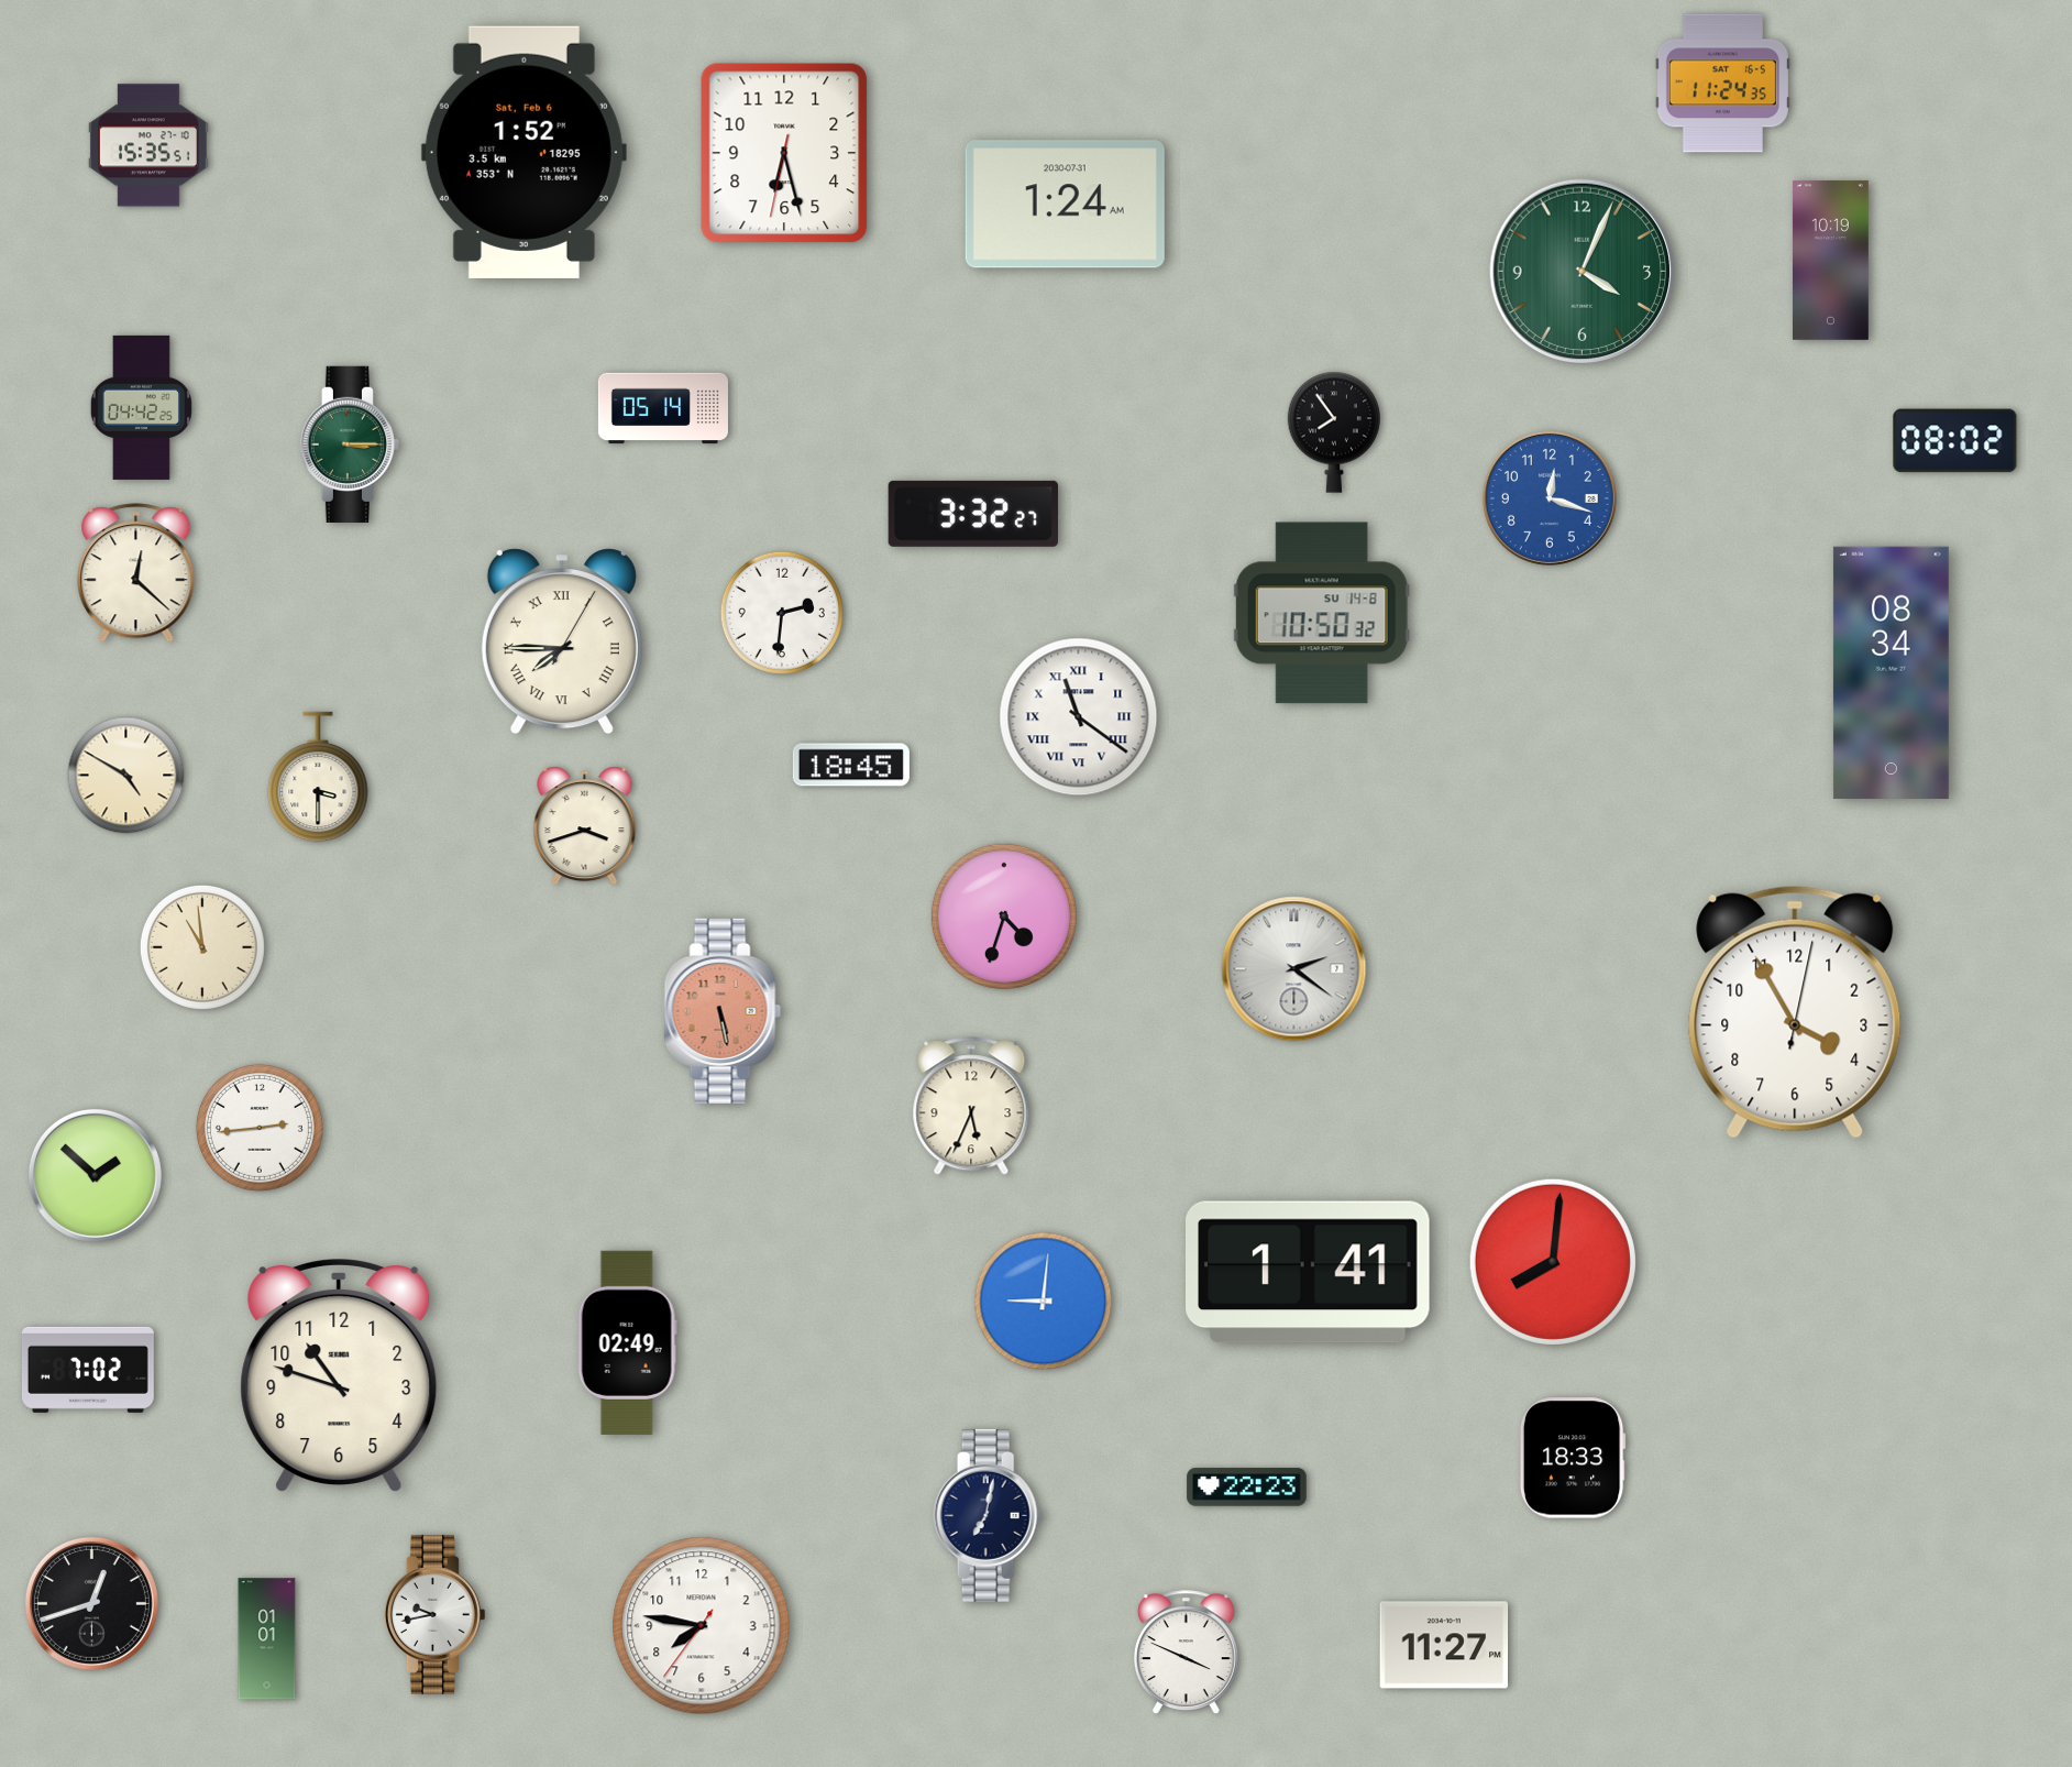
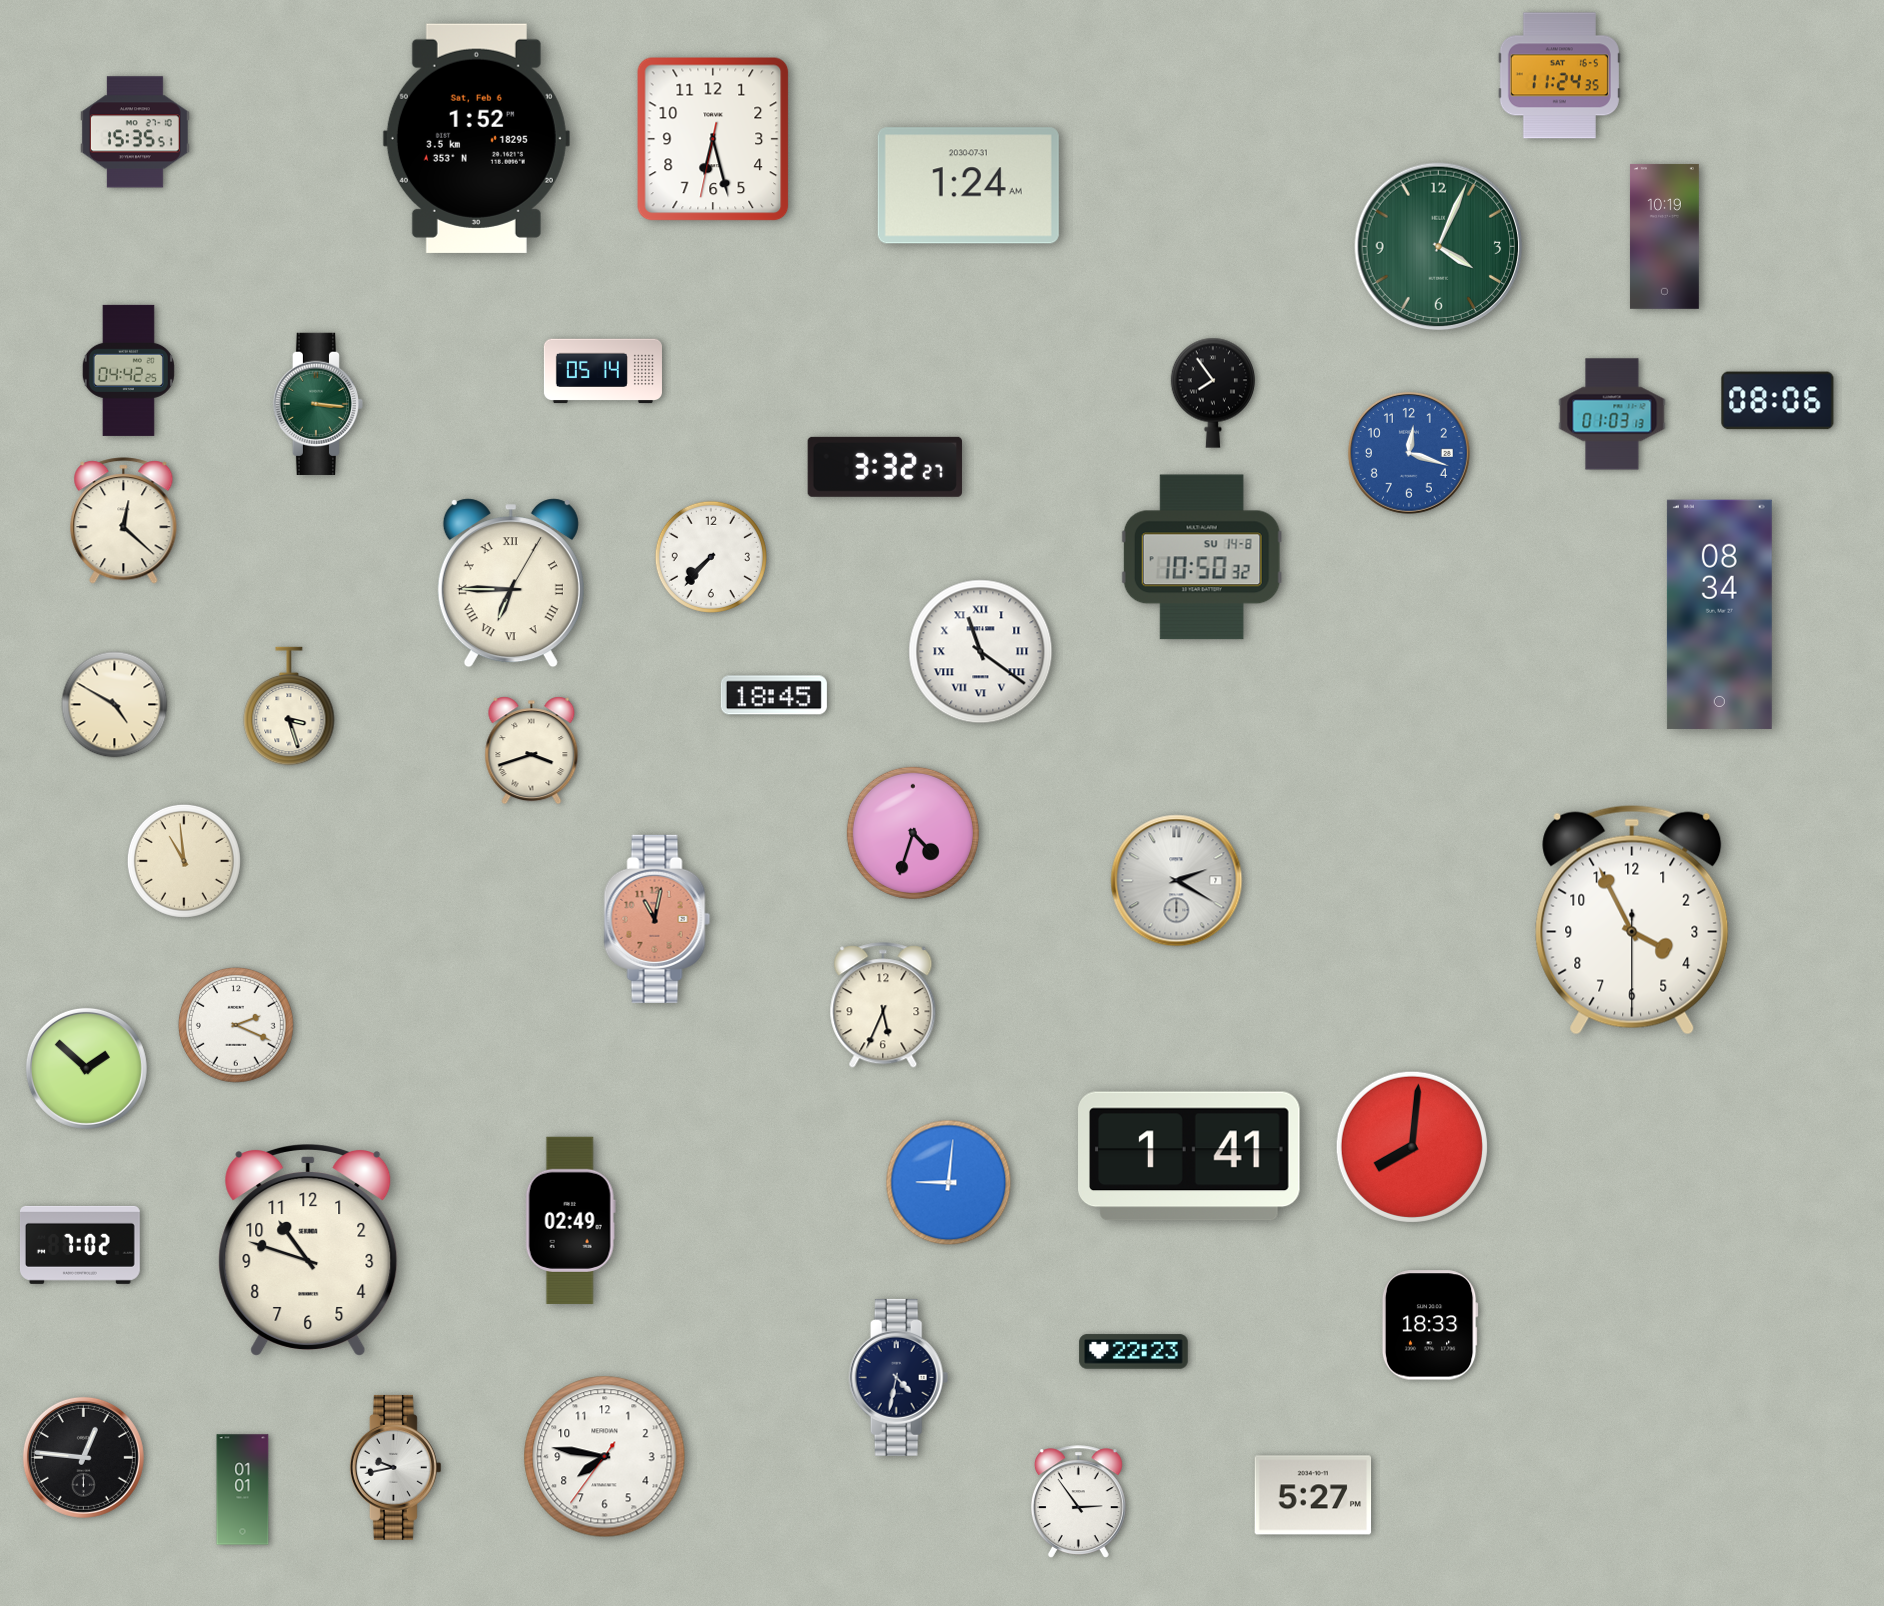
clock at (1722, 84) position: (1722, 84) -> (1559, 76)
clock at (1955, 441): 08:02 -> 08:06
clock at (349, 445): 3:15 -> 3:16
clock at (1612, 414): none -> 01:03
clock at (782, 613): 2:31 -> 7:37
clock at (562, 641): 7:45 -> 6:45
clock at (1891, 672) position: (1891, 672) -> (1719, 614)
clock at (318, 777): 3:30 -> 3:27
clock at (1294, 969): 2:21 -> 2:20
clock at (723, 1011): 5:28 -> 11:02
clock at (1795, 1012): 3:55:02 -> 3:55:30
clock at (260, 1128): 2:44 -> 2:19
clock at (989, 1515): 7:02 -> 4:32
clock at (91, 1603): 12:42 -> 12:46
clock at (702, 1626) position: (702, 1626) -> (605, 1457)
clock at (1444, 1645): 11:27 -> 5:27
clock at (1186, 1653): 3:49 -> 2:54
